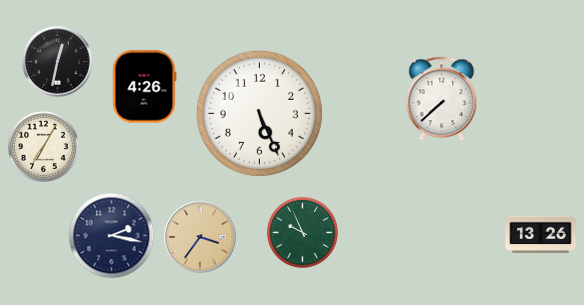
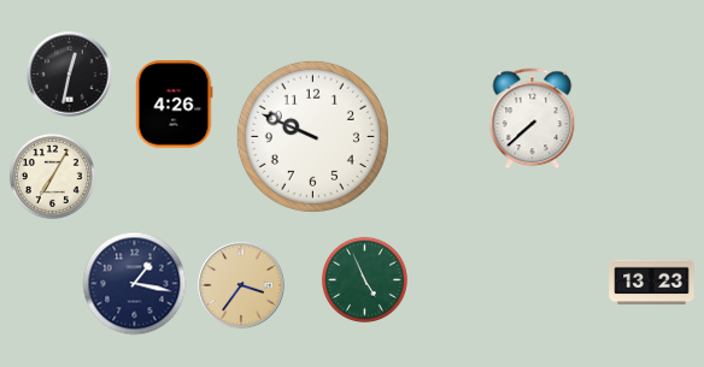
clock at (259, 113): 5:26 -> 9:49
clock at (302, 232): 9:56 -> 4:56
clock at (541, 235): 13:26 -> 13:23
clock at (112, 236): 2:17 -> 1:17
